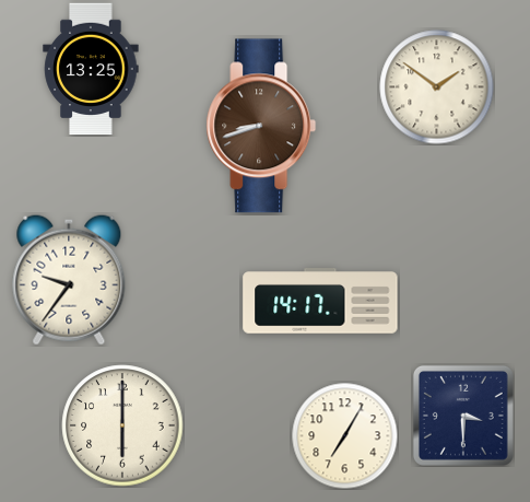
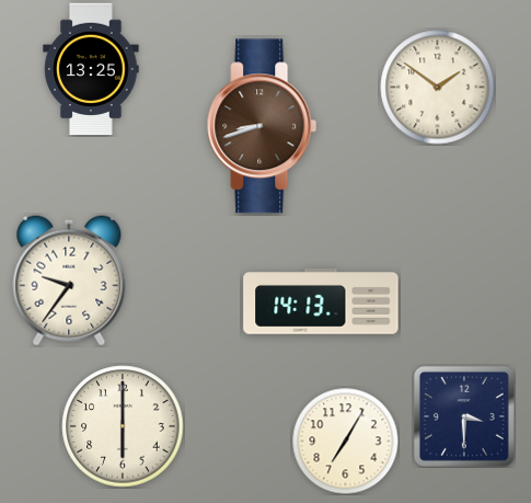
clock at (320, 302): 14:17 -> 14:13
clock at (344, 435) position: (344, 435) -> (345, 441)
